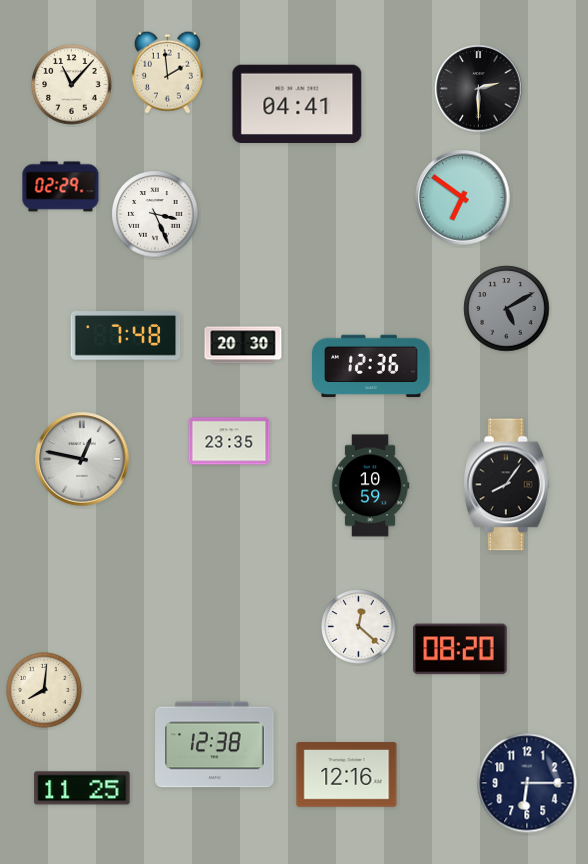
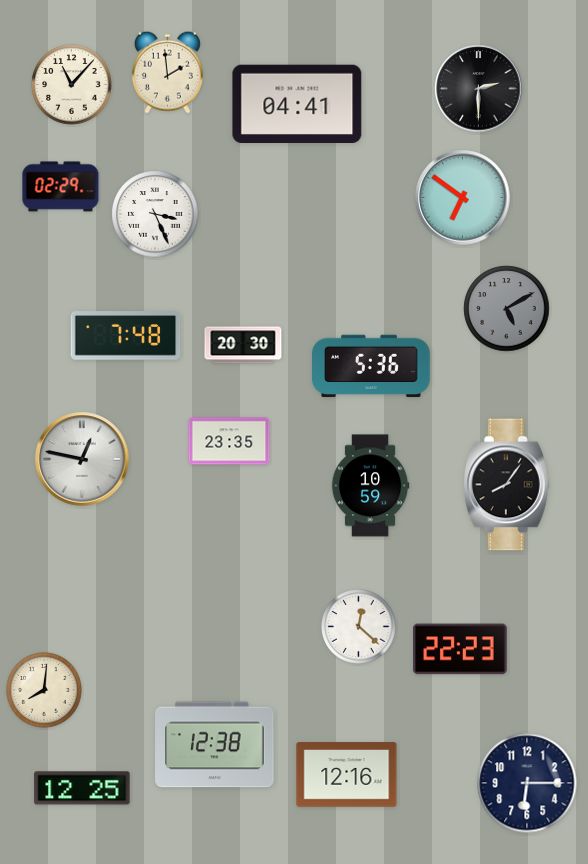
clock at (371, 366): 12:36 -> 5:36
clock at (460, 649): 08:20 -> 22:23
clock at (82, 788): 11:25 -> 12:25
